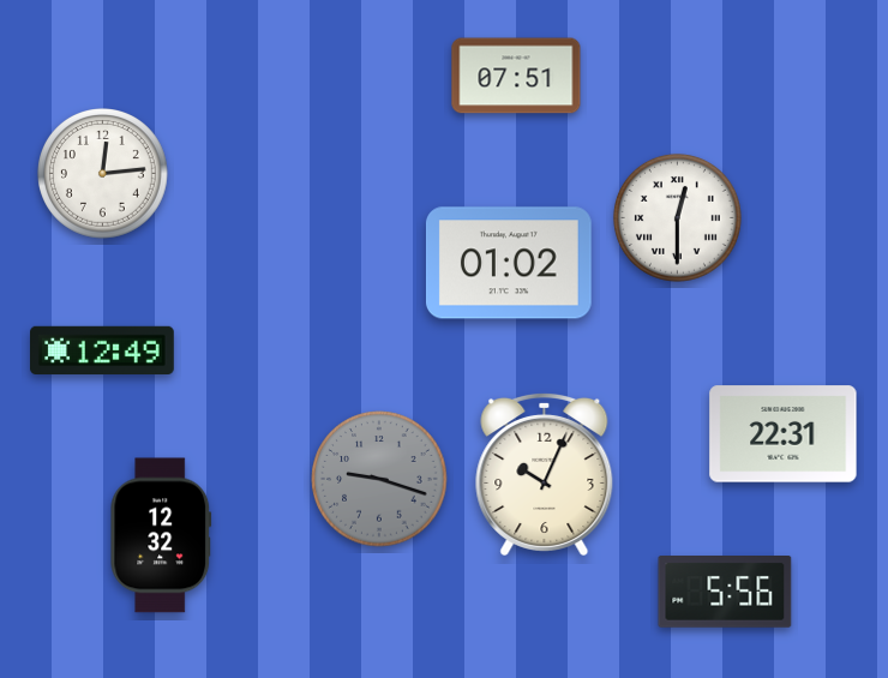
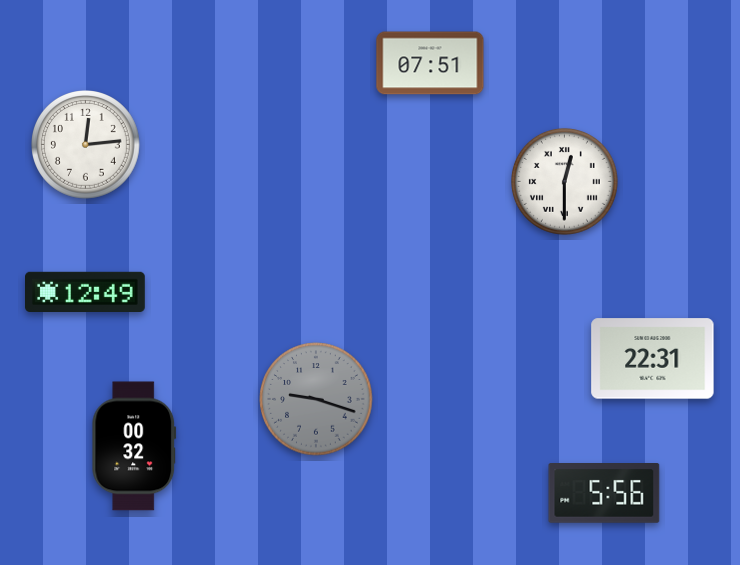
clock at (509, 263): 01:02 -> none
clock at (784, 434) position: (784, 434) -> (653, 359)
clock at (545, 474): 10:04 -> none
clock at (161, 535): 12:32 -> 00:32
